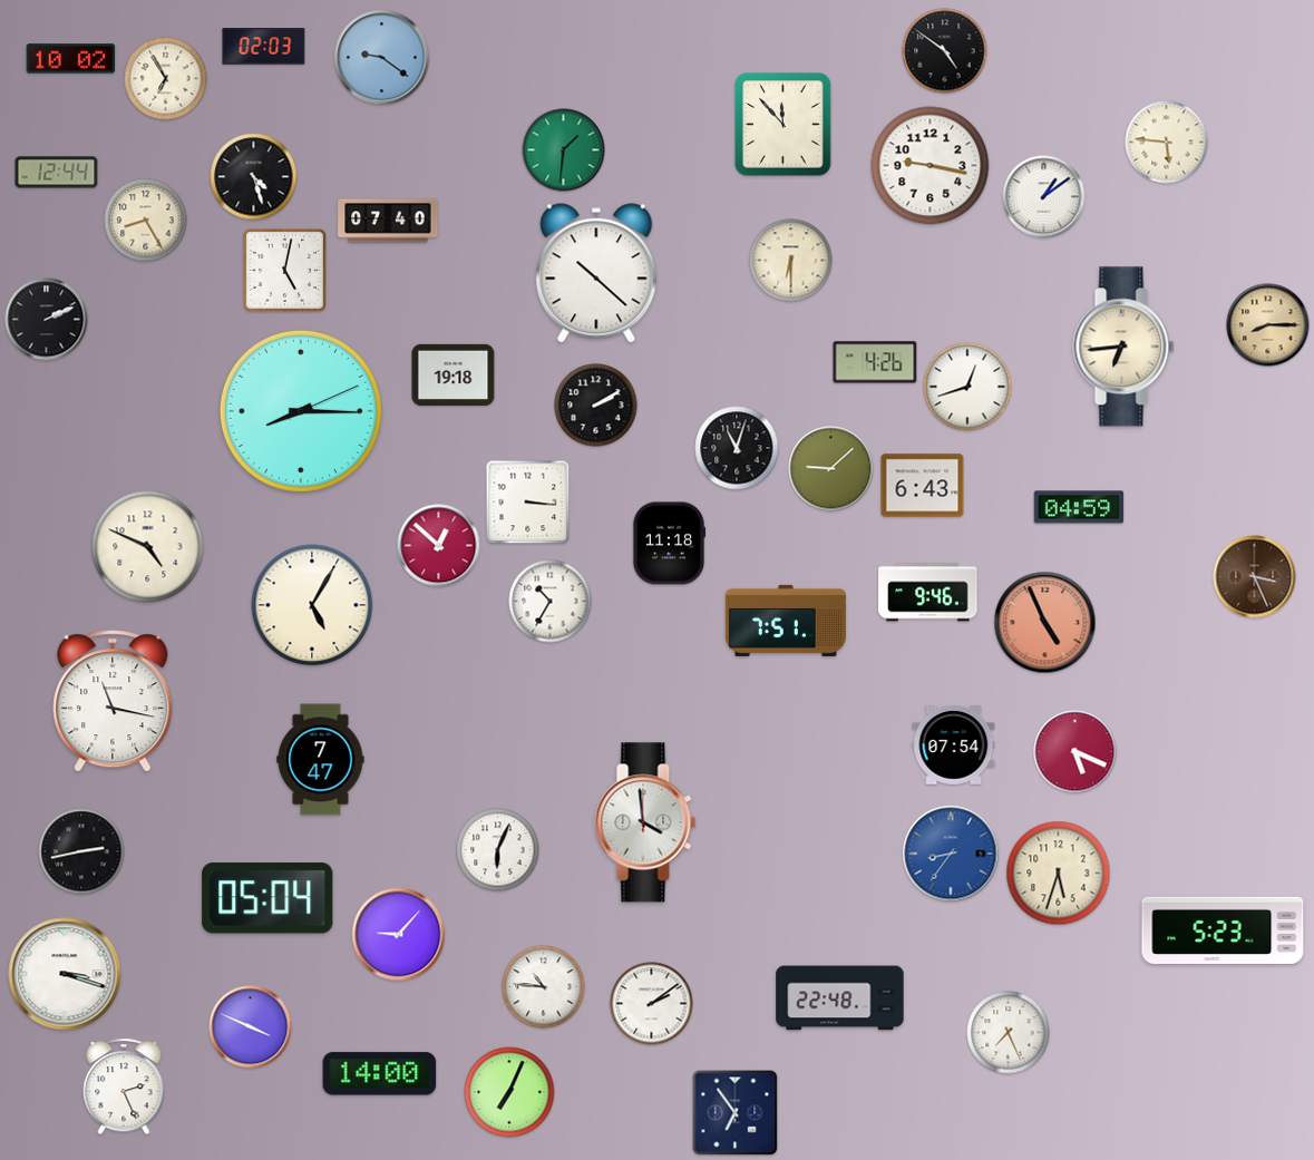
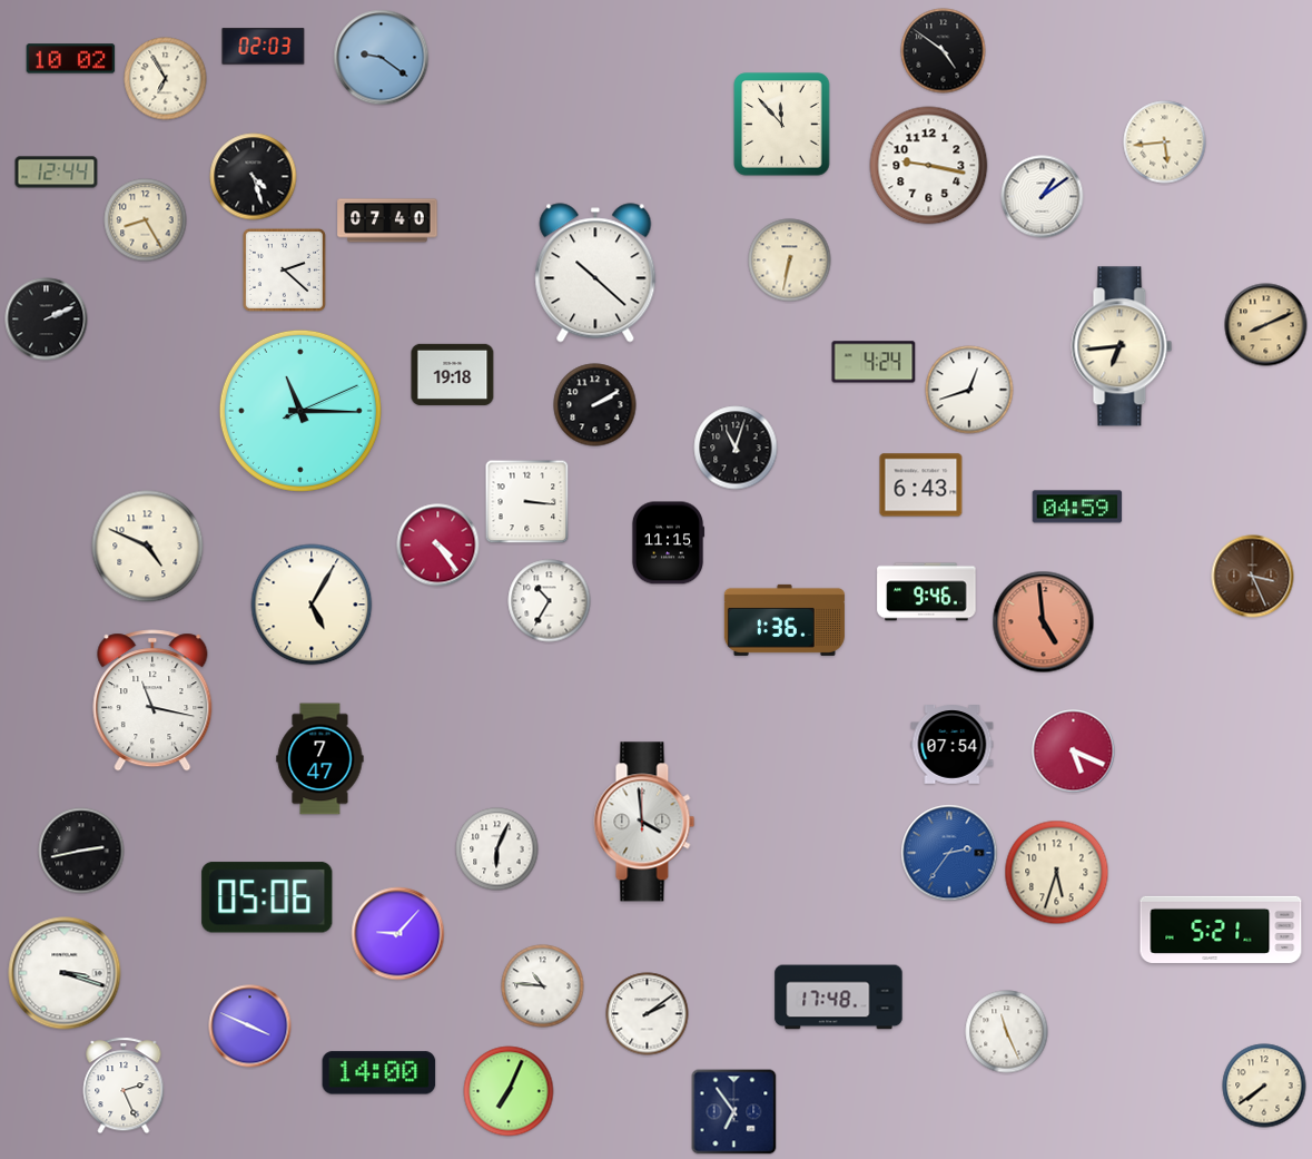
clock at (1167, 143): 5:46 -> 5:44
clock at (564, 150): 1:31 -> none
clock at (791, 261): 6:30 -> 6:32
clock at (284, 270): 5:02 -> 2:22
clock at (1268, 325): 8:15 -> 8:11
clock at (875, 362): 4:26 -> 4:24
clock at (967, 387) position: (967, 387) -> (969, 390)
clock at (301, 411): 8:15 -> 11:15
clock at (831, 469): 9:08 -> none
clock at (669, 544): 11:18 -> 11:15
clock at (439, 546): 12:52 -> 4:24
clock at (786, 621): 7:51 -> 1:36
clock at (1045, 623): 4:56 -> 4:59
clock at (113, 701) position: (113, 701) -> (152, 700)
clock at (951, 854): 8:36 -> 2:36
clock at (267, 898): 05:04 -> 05:06
clock at (1223, 930): 5:23 -> 5:21
clock at (840, 998): 22:48 -> 17:48
clock at (652, 1004) position: (652, 1004) -> (648, 1014)
clock at (1009, 1033): 7:26 -> 11:26
clock at (1264, 1086): none -> 7:39
